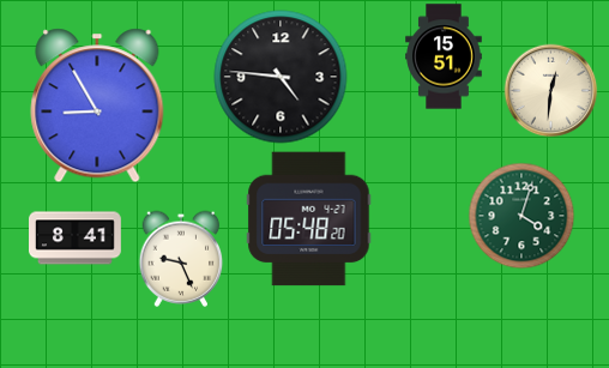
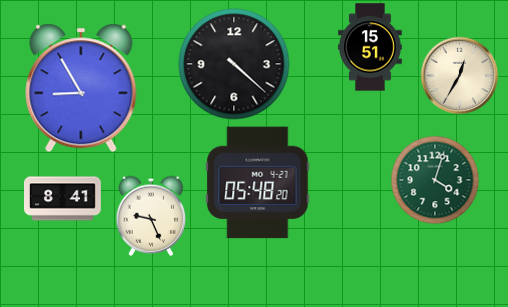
clock at (281, 77): 4:46 -> 4:22
clock at (550, 90): 12:31 -> 12:35
